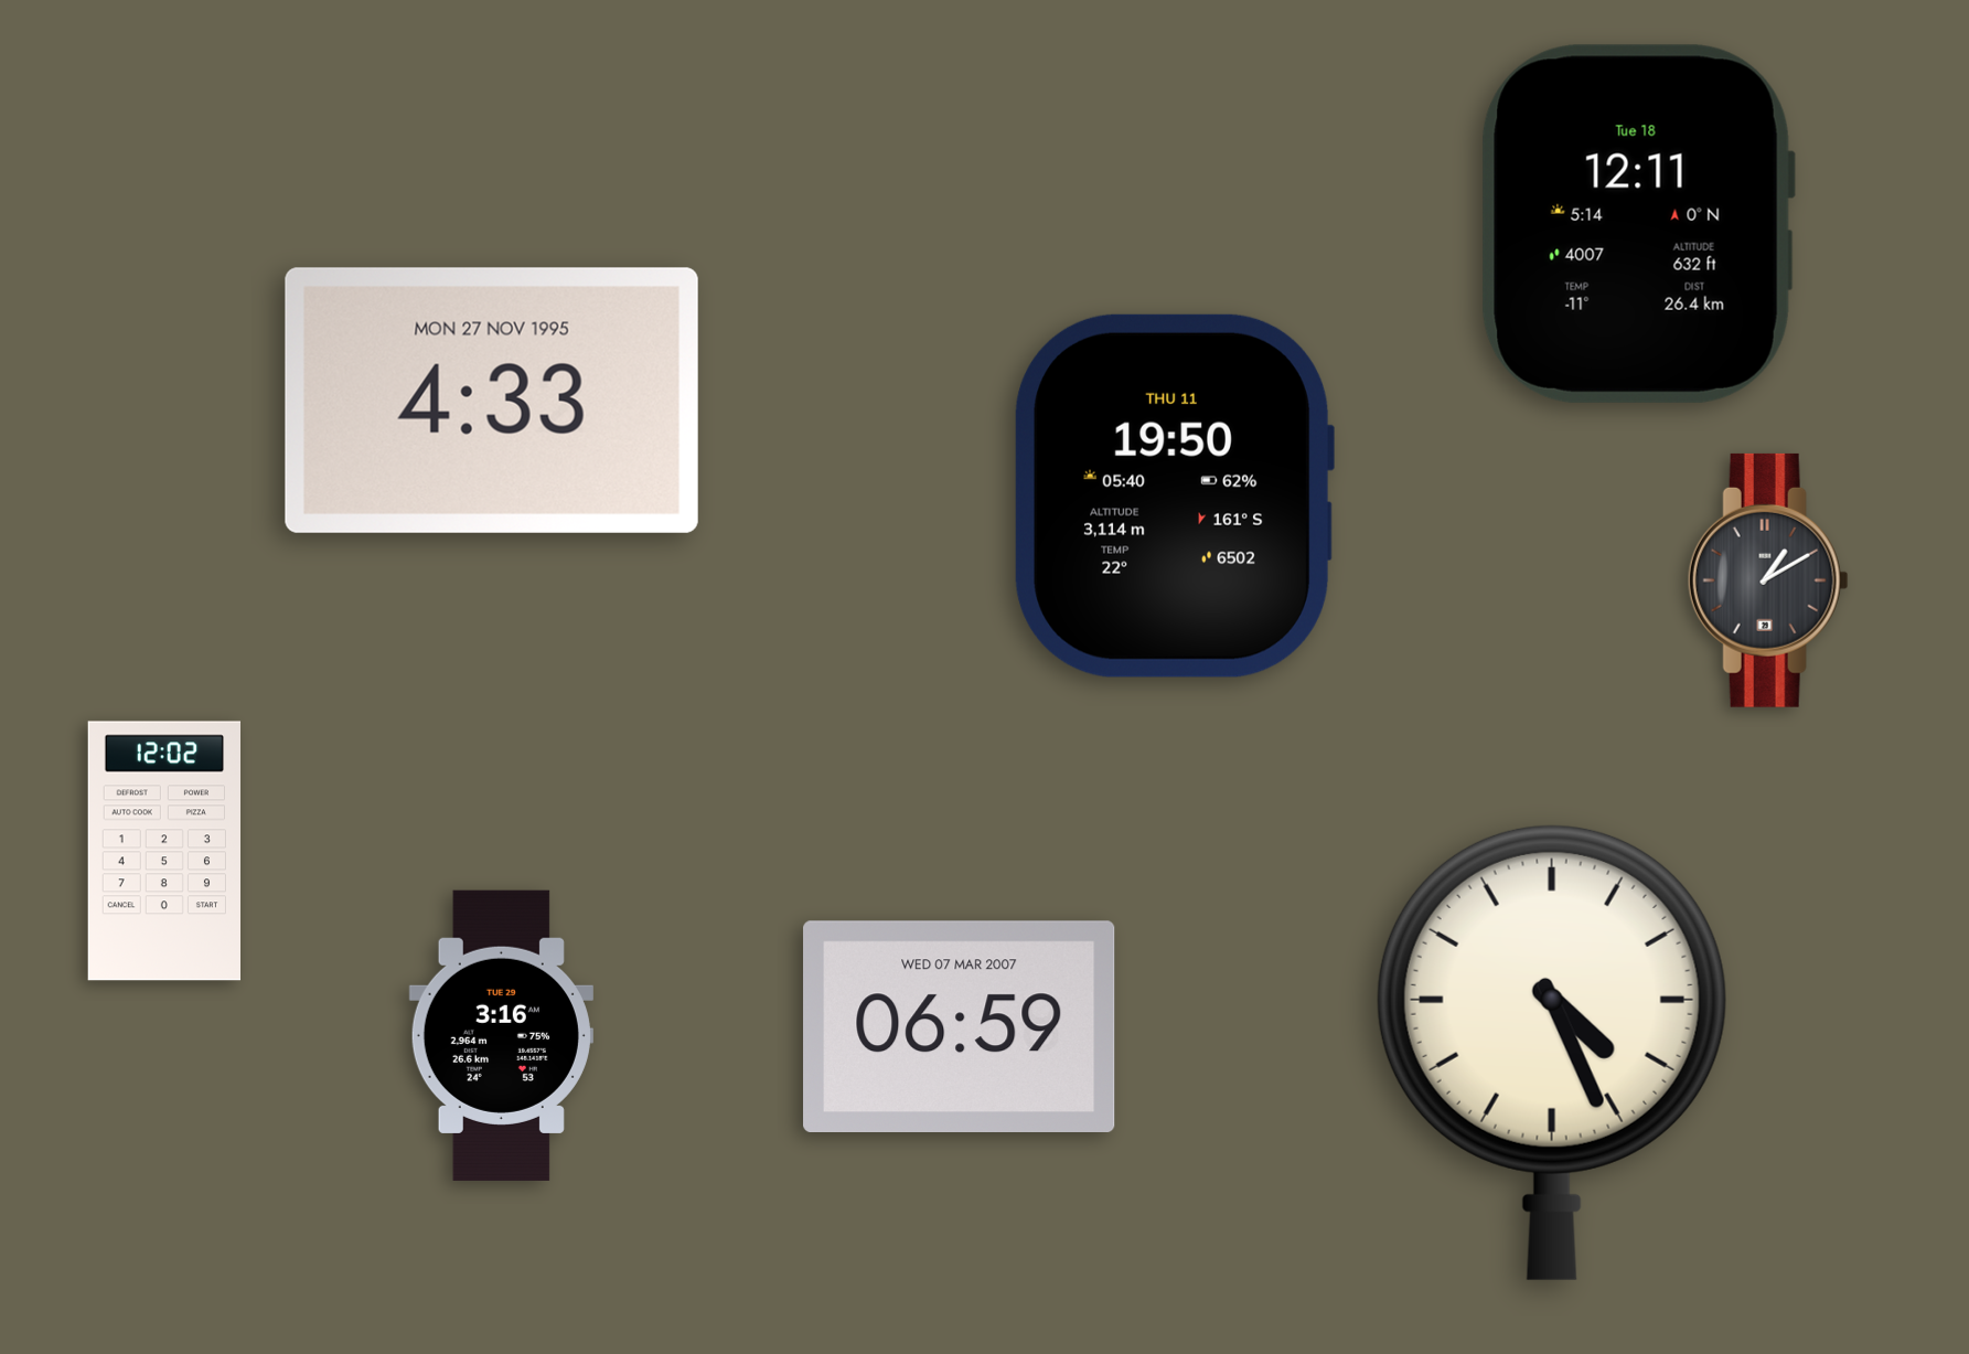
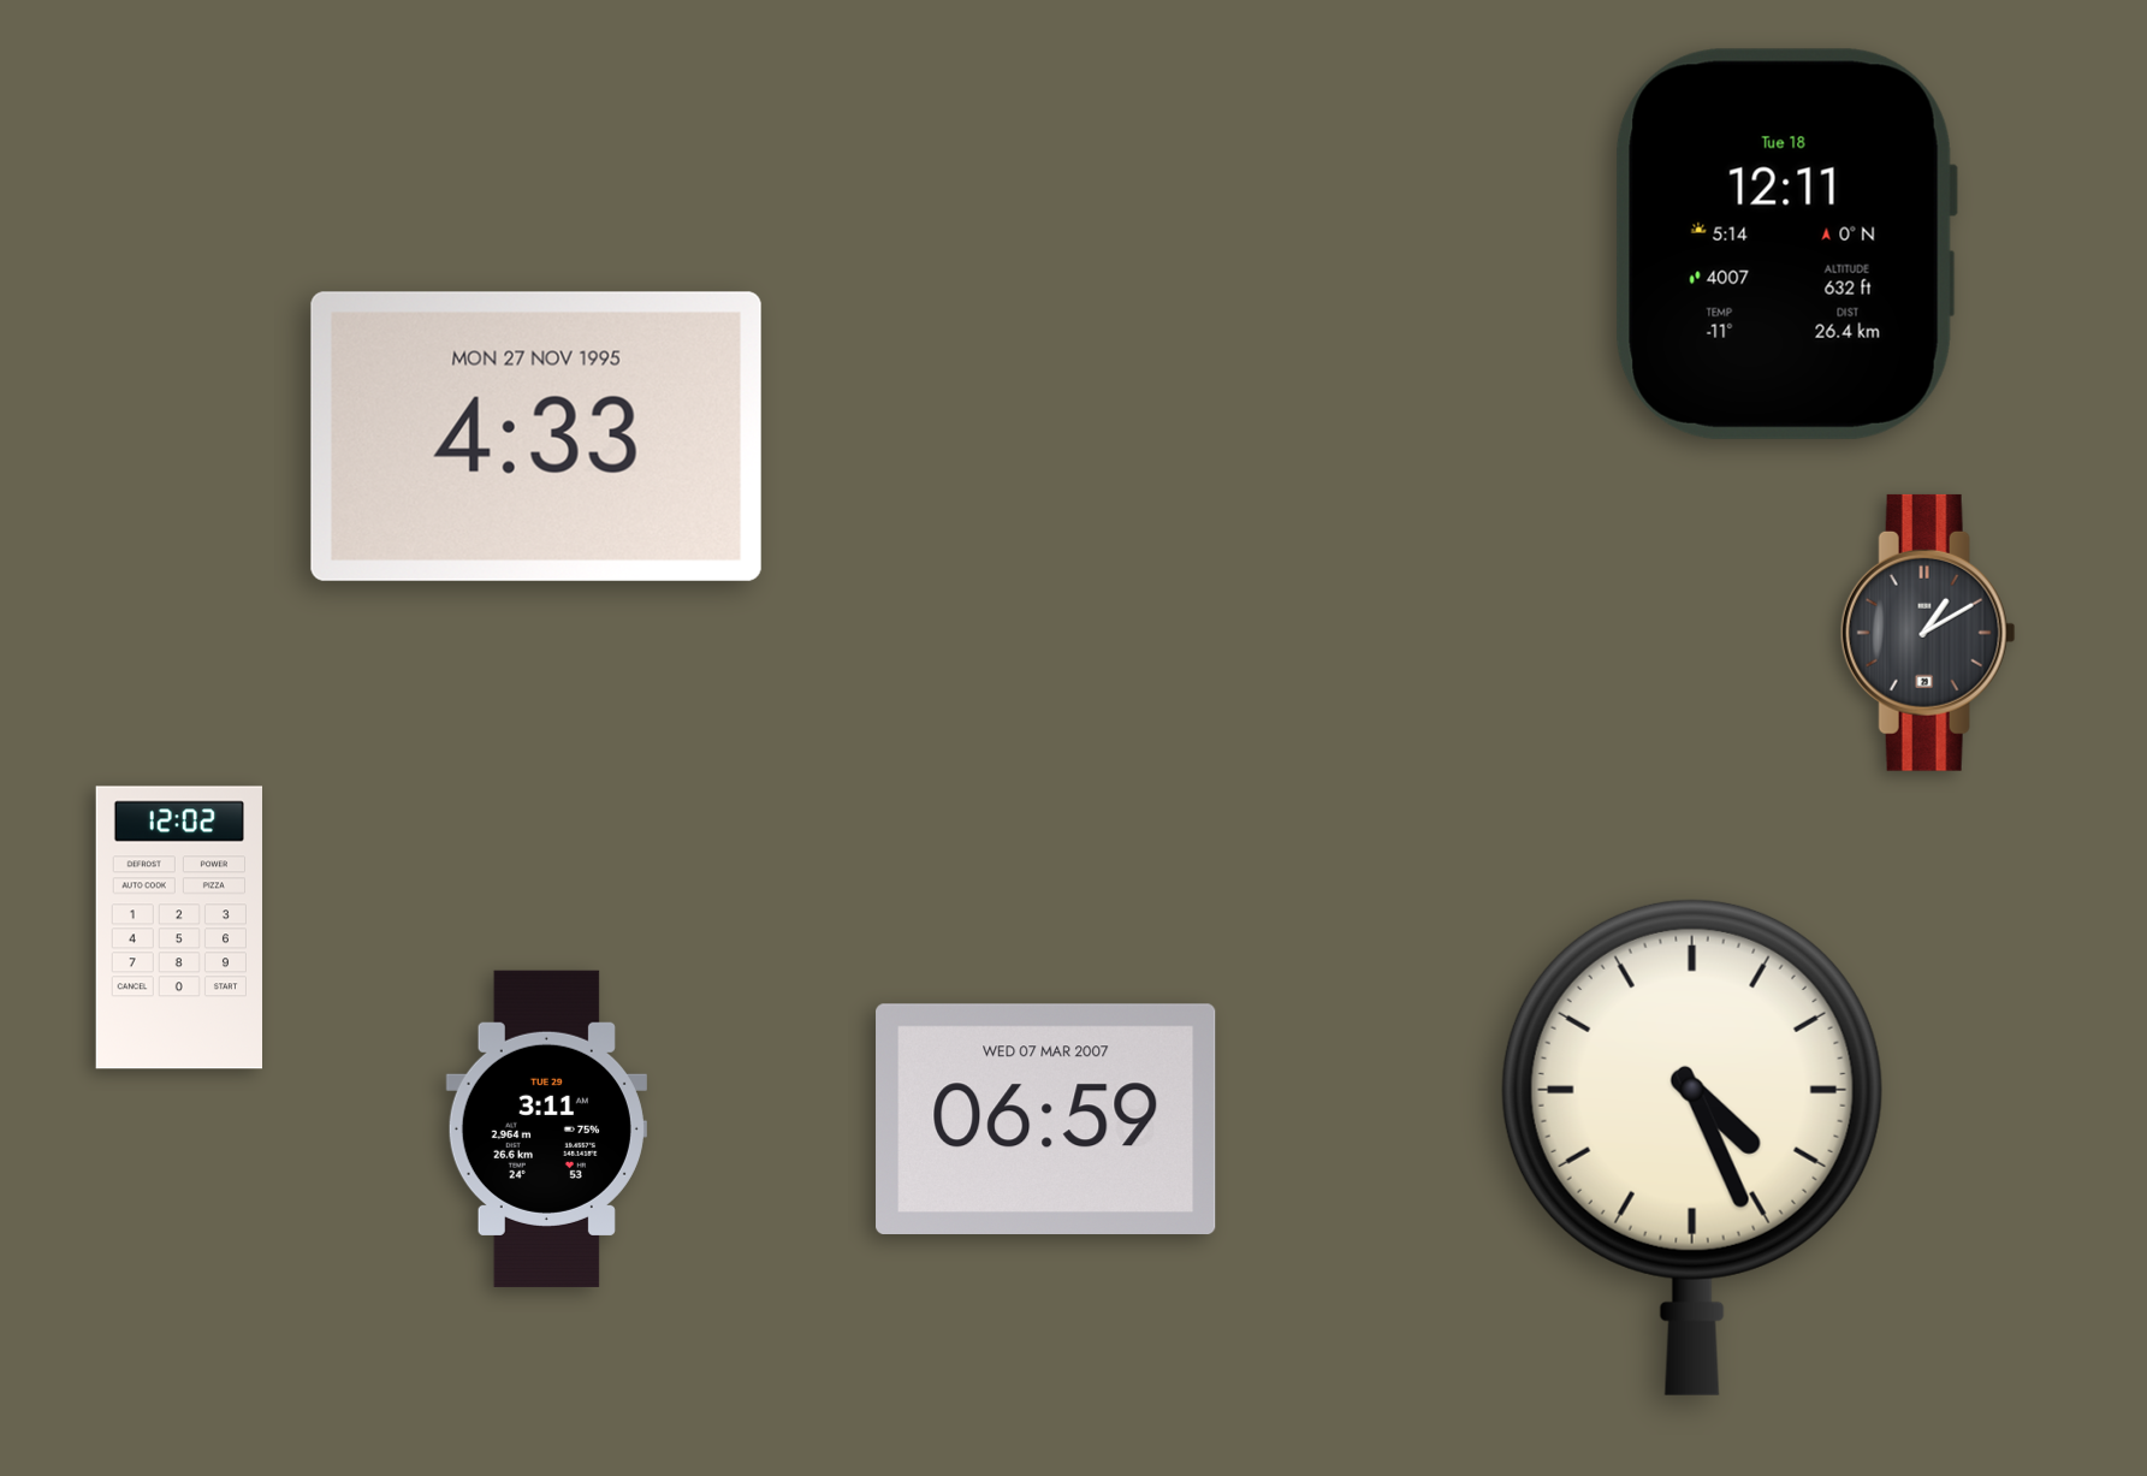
clock at (1174, 495): 19:50 -> none
clock at (501, 1035): 3:16 -> 3:11
